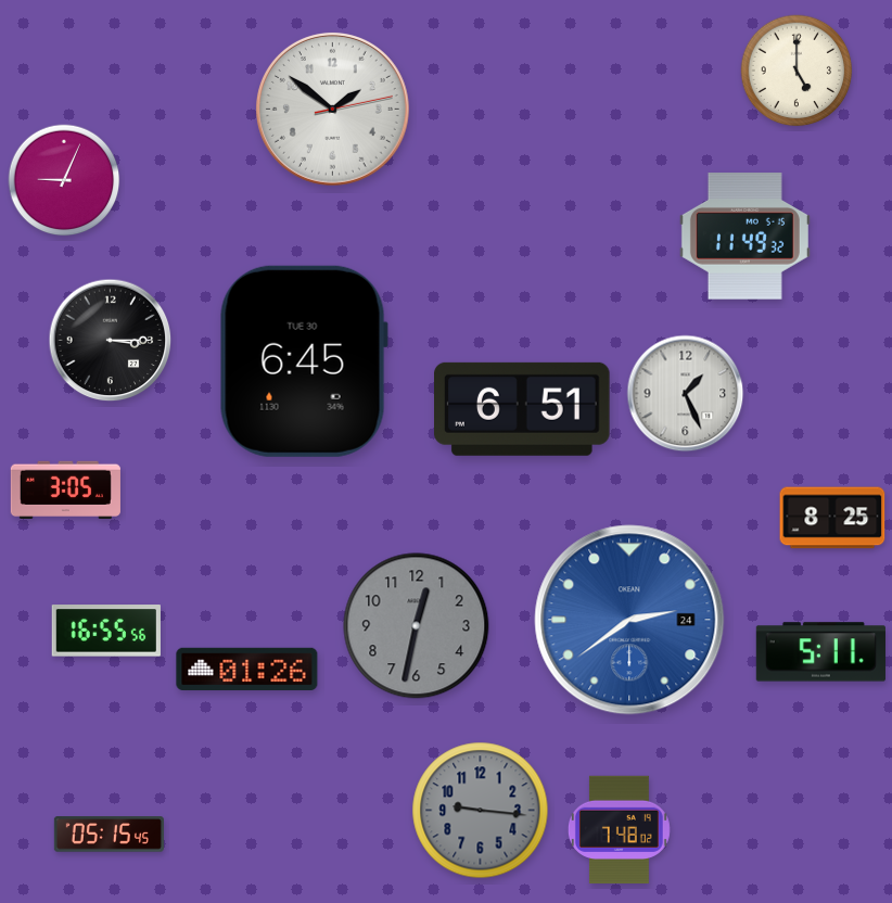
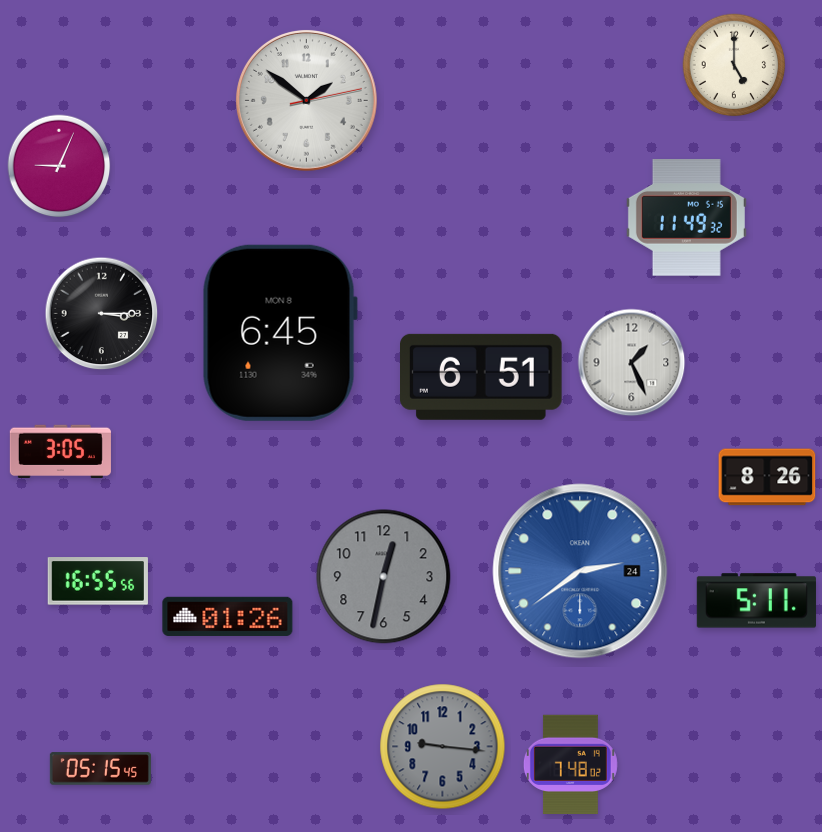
clock at (304, 361) date: TUE 30 -> MON 8
clock at (832, 518): 8:25 -> 8:26
